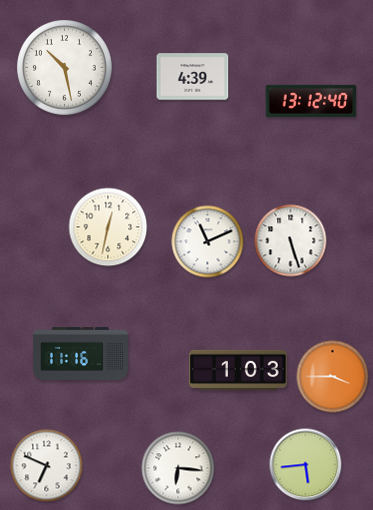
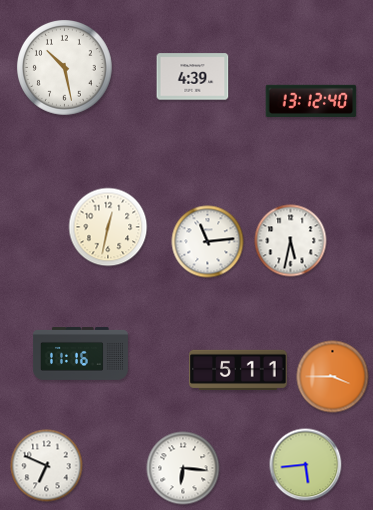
clock at (291, 241): 5:27 -> 5:32
clock at (208, 242): 11:11 -> 11:14
clock at (238, 369): 1:03 -> 5:11
clock at (178, 468) position: (178, 468) -> (183, 468)
